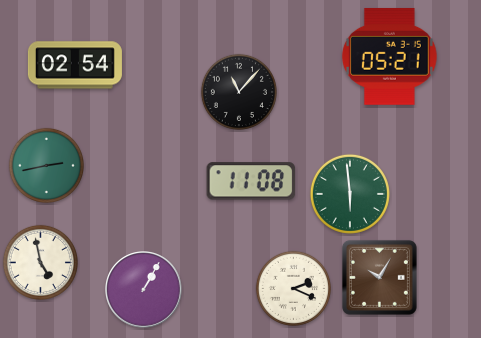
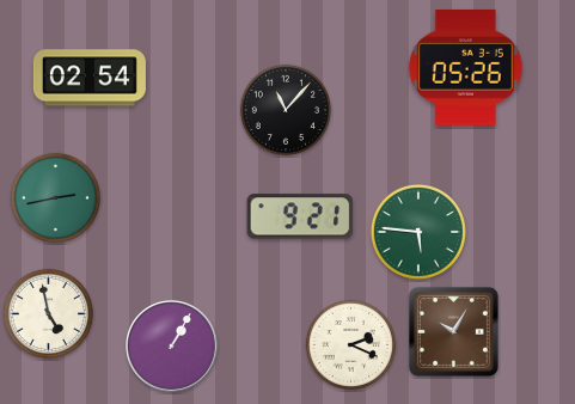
clock at (389, 56): 05:21 -> 05:26
clock at (251, 181): 11:08 -> 9:21
clock at (350, 194): 5:59 -> 5:46
